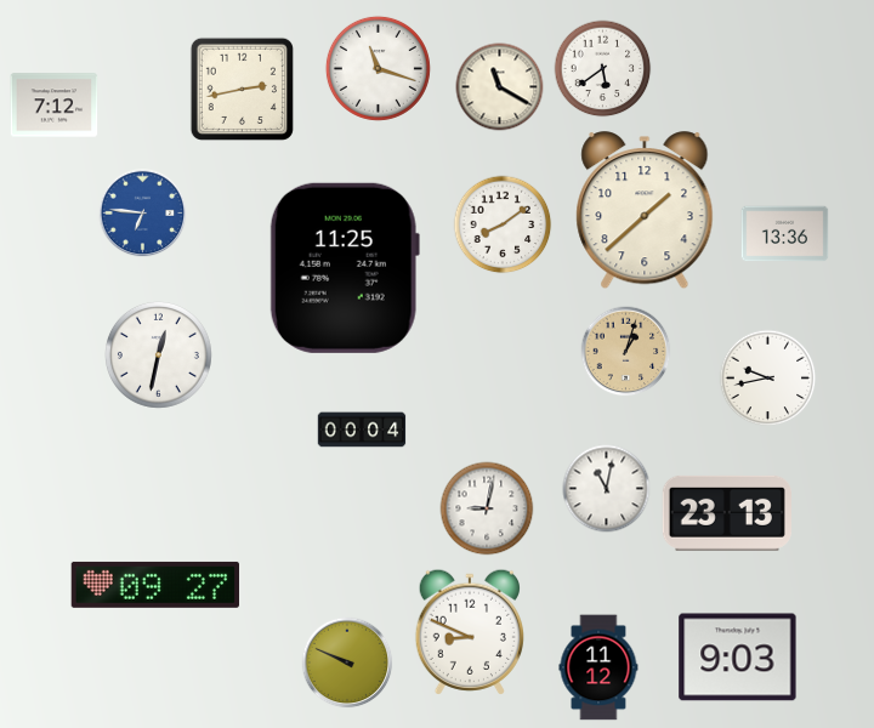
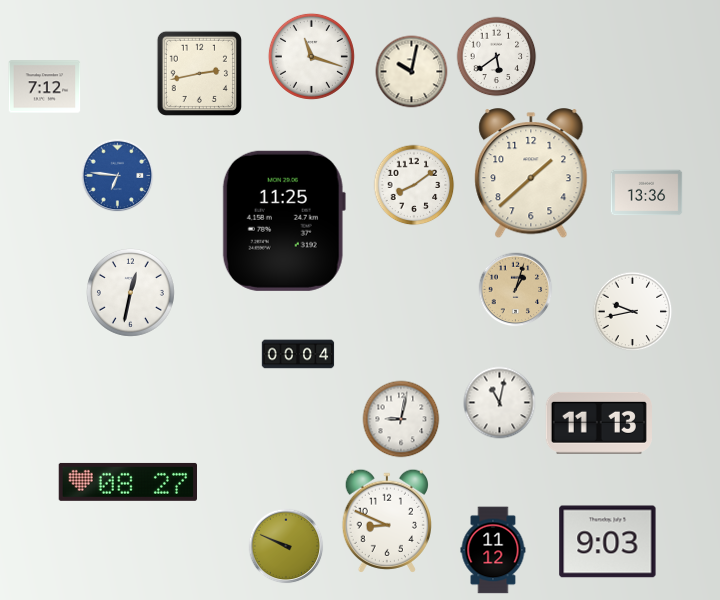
clock at (500, 87): 11:20 -> 10:02
clock at (727, 513): 23:13 -> 11:13
clock at (154, 585): 09:27 -> 08:27
